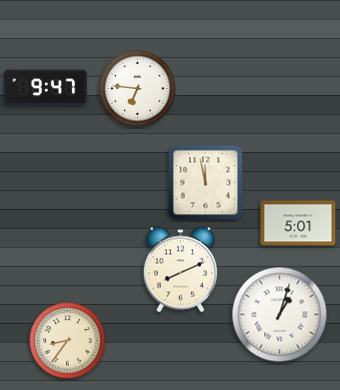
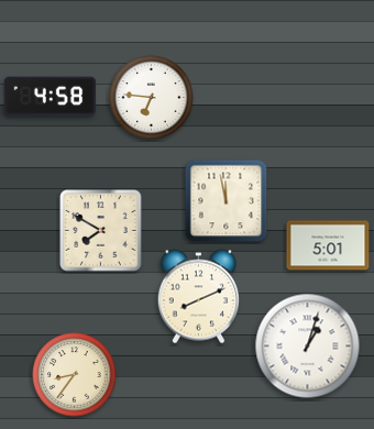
clock at (45, 88): 9:47 -> 4:58
clock at (101, 231): none -> 7:50
